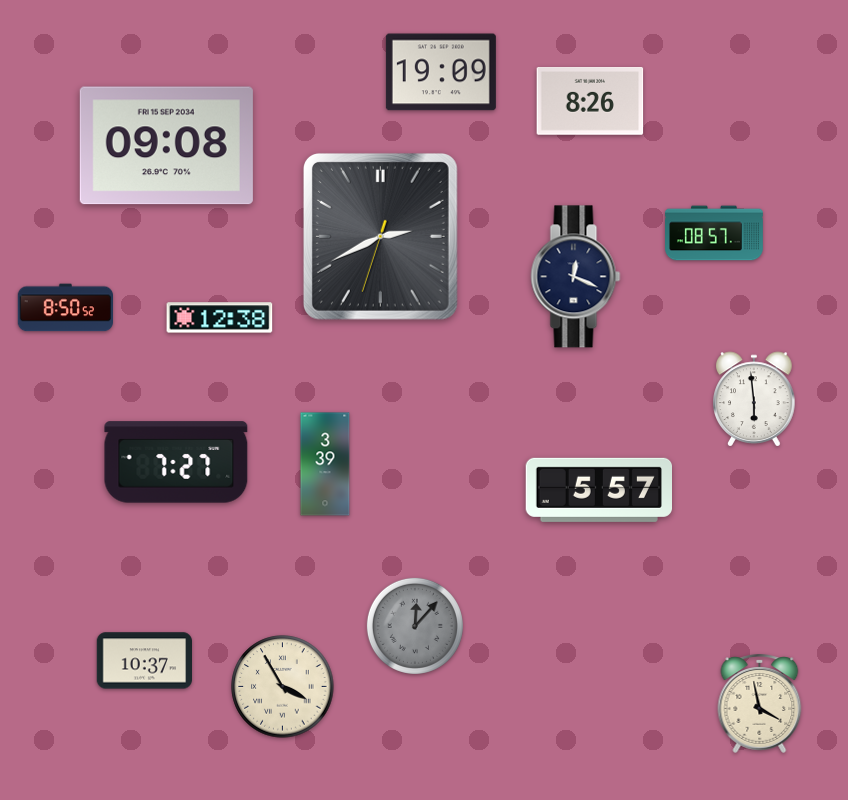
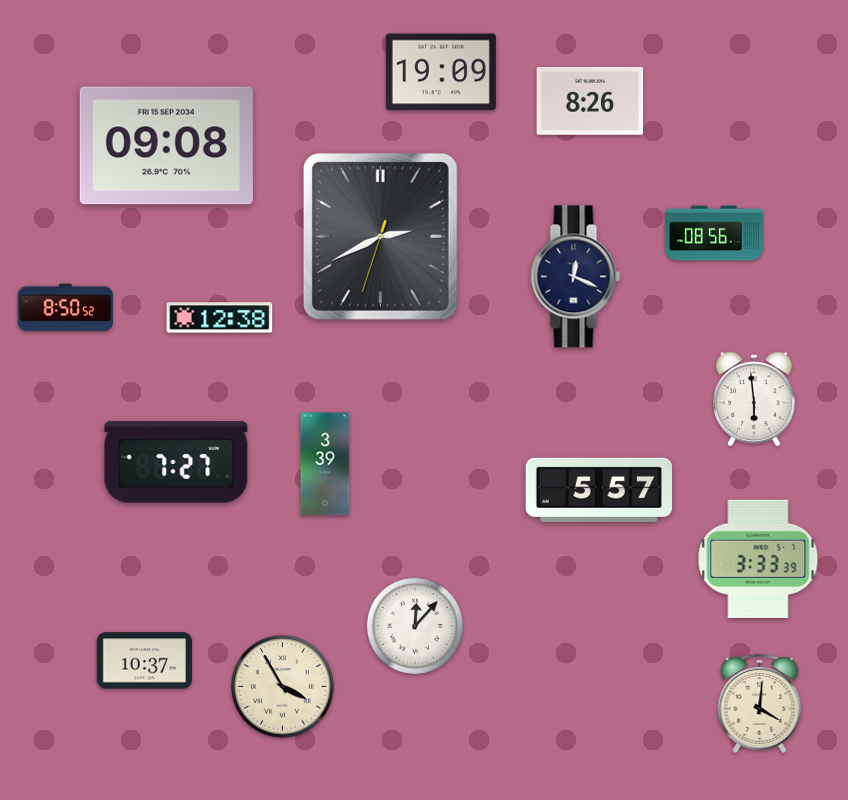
clock at (714, 233): 08:57 -> 08:56
clock at (758, 558): none -> 3:33
clock at (415, 626) dial: grey -> white
clock at (760, 703): 3:58 -> 4:01
